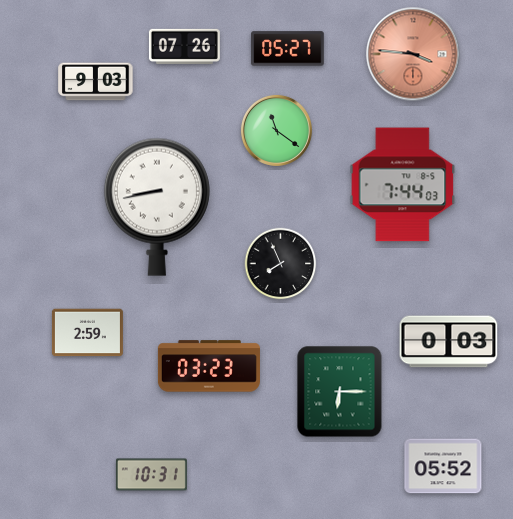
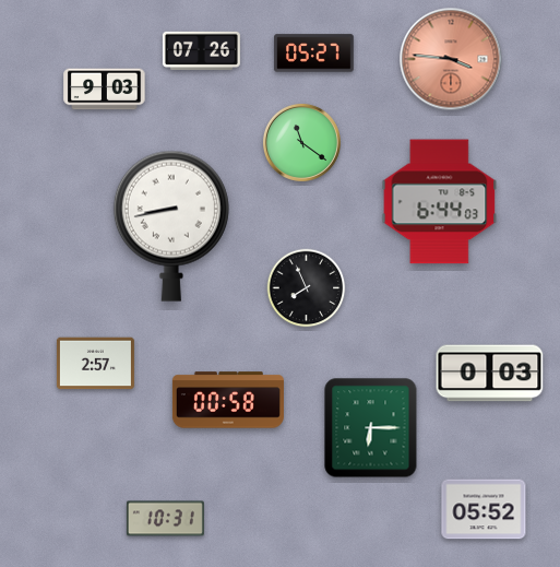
clock at (403, 185): 7:44 -> 6:44
clock at (87, 333): 2:59 -> 2:57
clock at (209, 366): 03:23 -> 00:58
